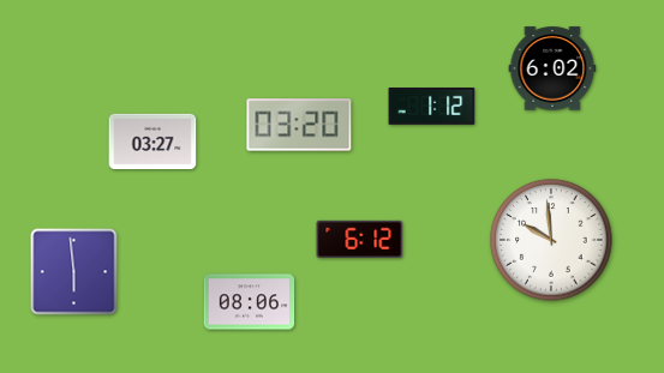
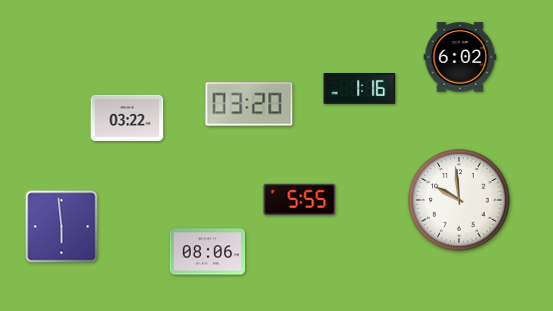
clock at (432, 107): 1:12 -> 1:16
clock at (152, 142): 03:27 -> 03:22
clock at (360, 239): 6:12 -> 5:55
